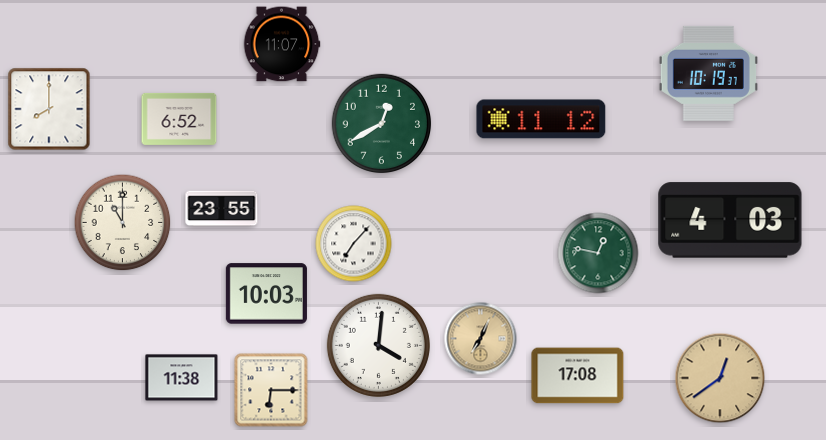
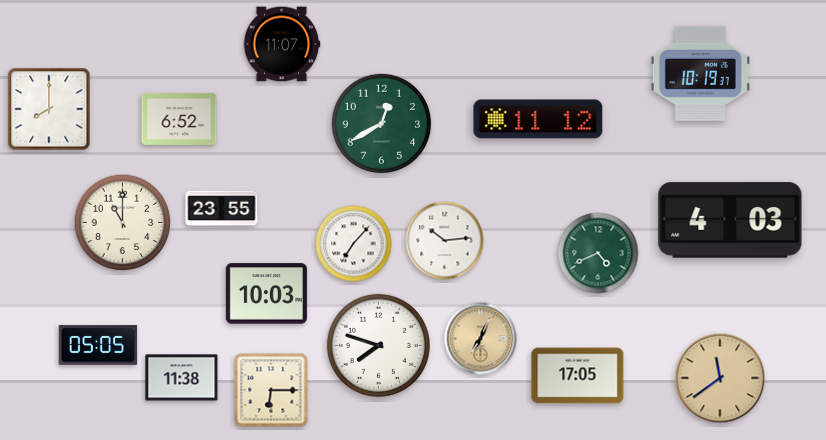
clock at (708, 73) position: (708, 73) -> (700, 73)
clock at (541, 119) position: (541, 119) -> (538, 119)
clock at (445, 241): none -> 10:14
clock at (598, 253): 12:47 -> 4:41
clock at (98, 345): none -> 05:05
clock at (378, 345): 4:01 -> 7:48
clock at (578, 376): 17:08 -> 17:05
clock at (720, 378): 12:39 -> 11:39
